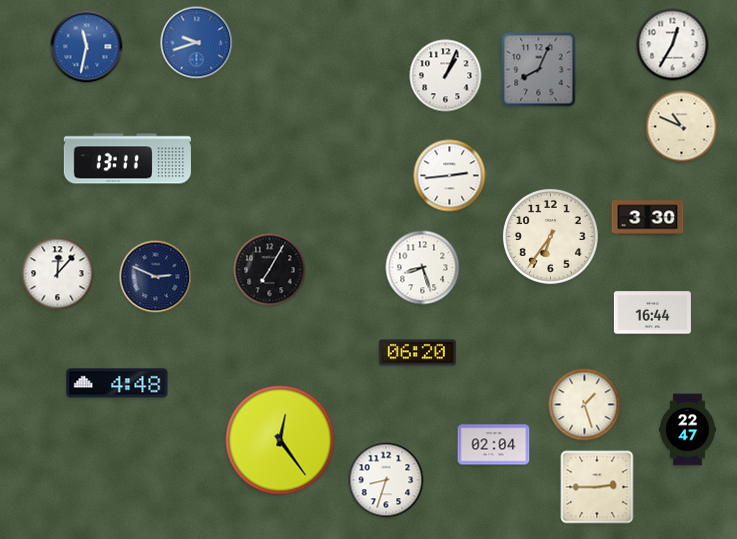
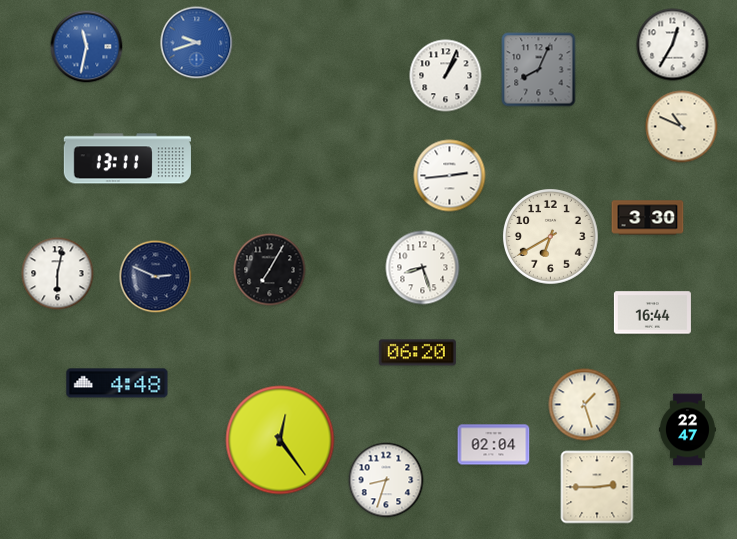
clock at (551, 237): 6:36 -> 6:40
clock at (58, 274): 12:07 -> 6:02
